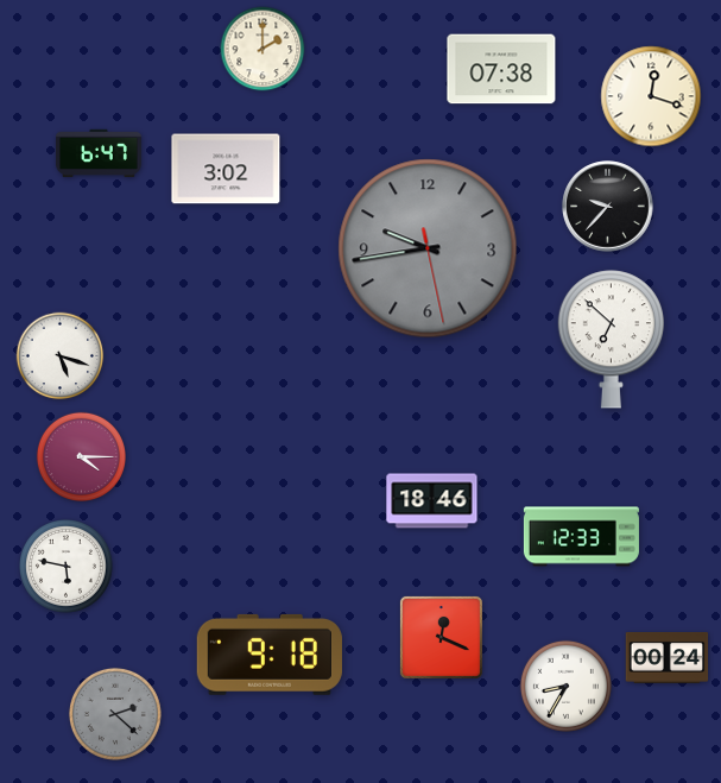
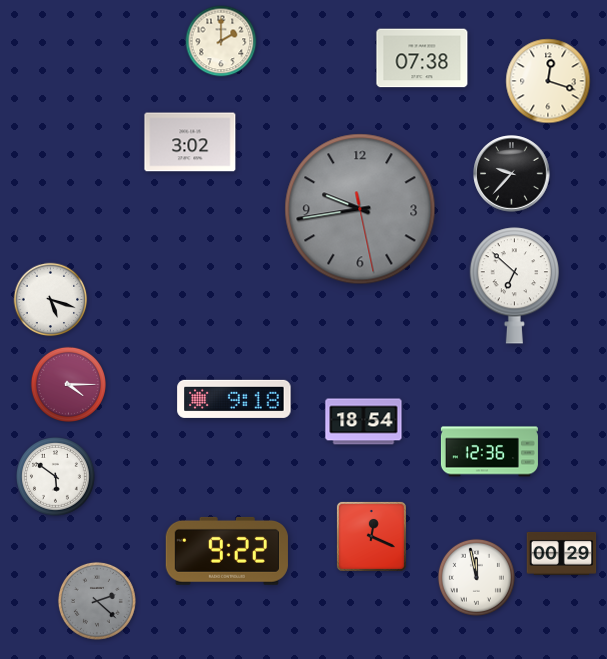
clock at (99, 153): 6:47 -> none
clock at (234, 399): none -> 9:18
clock at (432, 501): 18:46 -> 18:54
clock at (581, 537): 12:33 -> 12:36
clock at (67, 567): 5:47 -> 5:51
clock at (270, 655): 9:18 -> 9:22
clock at (668, 657): 00:24 -> 00:29
clock at (565, 686): 8:35 -> 11:58
